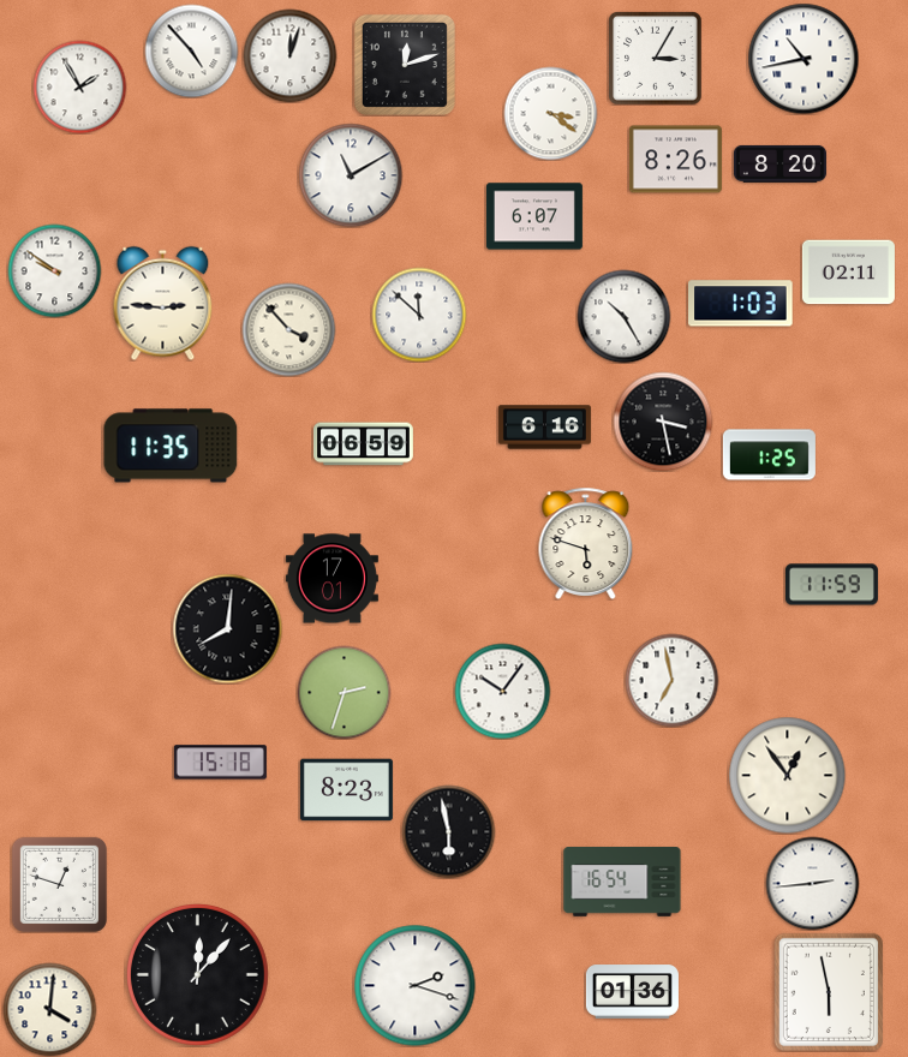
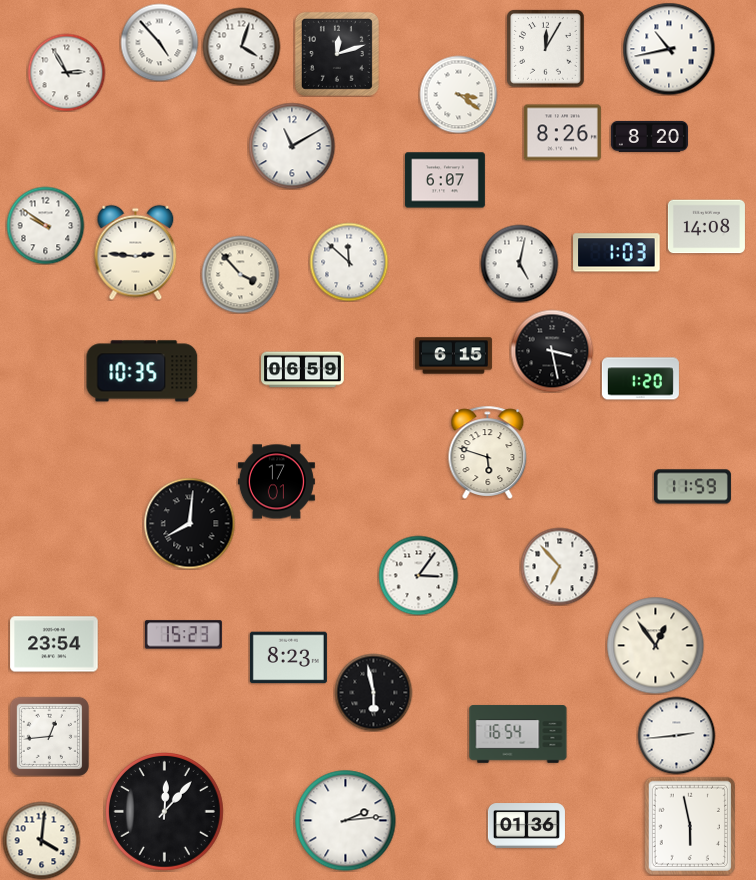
clock at (289, 55): 12:03 -> 4:03
clock at (655, 58): 3:05 -> 12:05
clock at (79, 86): 1:55 -> 2:55
clock at (848, 273): 02:11 -> 14:08
clock at (623, 316): 10:25 -> 5:02
clock at (544, 428): 6:16 -> 6:15
clock at (171, 446): 11:35 -> 10:35
clock at (769, 455): 1:25 -> 1:20
clock at (671, 680): 6:58 -> 6:53
clock at (502, 691): 10:06 -> 3:06
clock at (344, 692): 2:33 -> none
clock at (220, 763): 15:18 -> 15:23
clock at (54, 644): none -> 23:54
clock at (59, 884): 12:48 -> 12:44
clock at (416, 986): 2:18 -> 2:14
